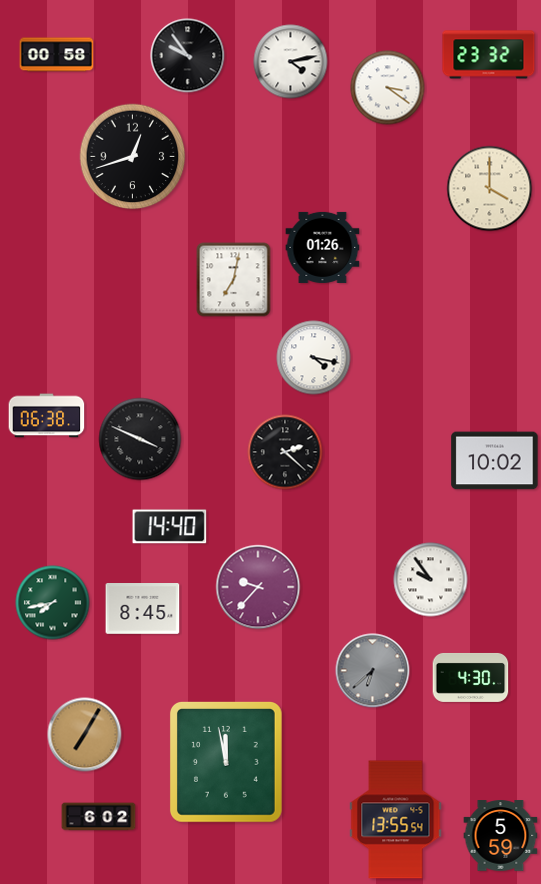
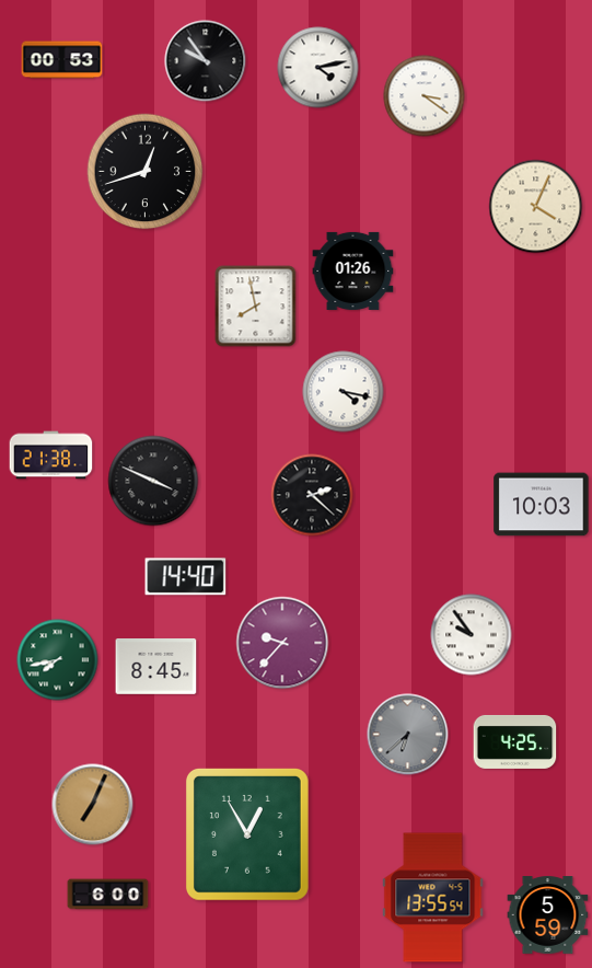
clock at (57, 55): 00:58 -> 00:53
clock at (489, 55): 23:32 -> none
clock at (490, 189): 4:00 -> 4:04
clock at (234, 280): 7:02 -> 7:58
clock at (47, 416): 06:38 -> 21:38
clock at (495, 461): 10:02 -> 10:03
clock at (471, 677): 4:30 -> 4:25
clock at (85, 735): 7:05 -> 7:04
clock at (226, 763): 11:58 -> 12:55
clock at (99, 817): 6:02 -> 6:00
